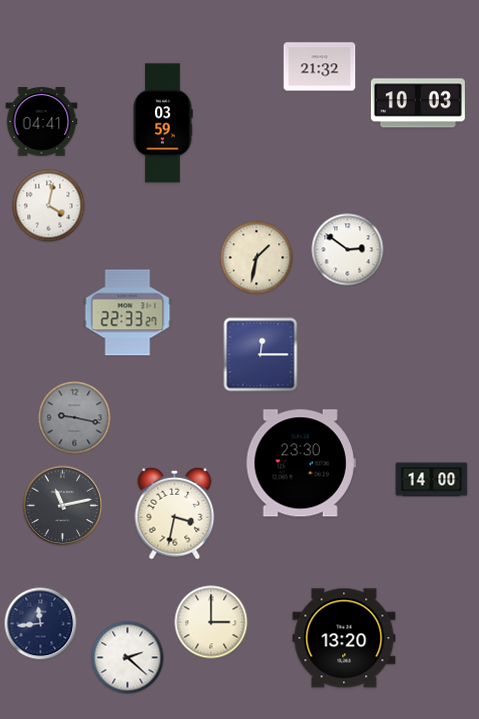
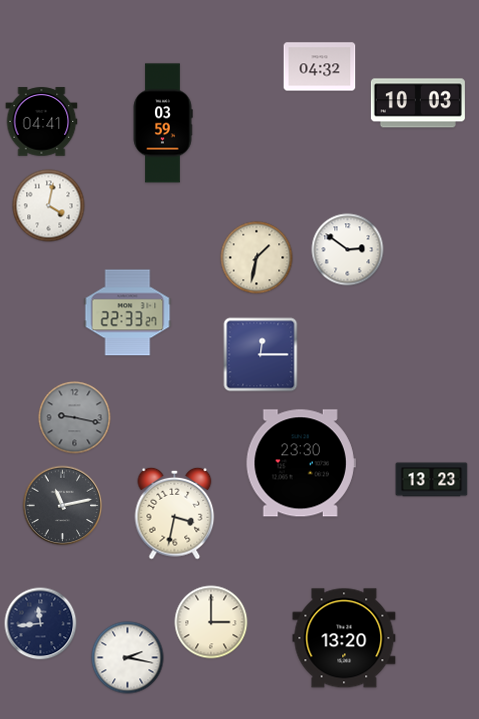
clock at (320, 67): 21:32 -> 04:32
clock at (432, 480): 14:00 -> 13:23
clock at (128, 658): 2:22 -> 2:17
